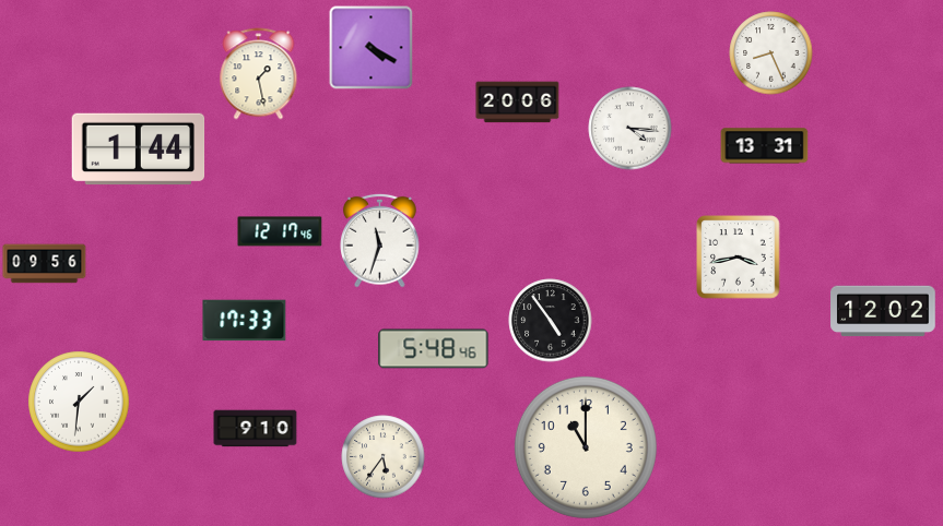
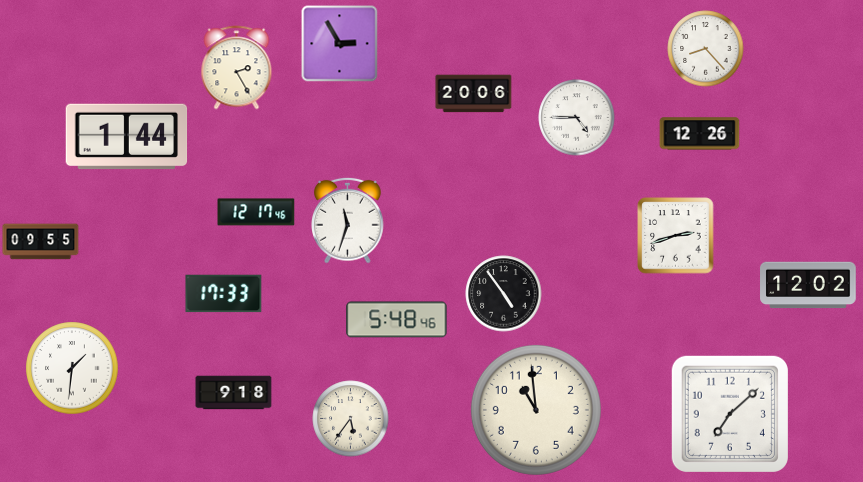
clock at (372, 48): 4:20 -> 2:55
clock at (771, 53): 8:26 -> 8:23
clock at (259, 74): 1:28 -> 2:25
clock at (630, 129): 4:16 -> 4:45
clock at (765, 146): 13:31 -> 12:26
clock at (739, 258): 3:43 -> 2:42
clock at (45, 264): 09:56 -> 09:55
clock at (256, 429): 9:10 -> 9:18
clock at (586, 447): 11:00 -> 10:59
clock at (730, 414): none -> 7:08
